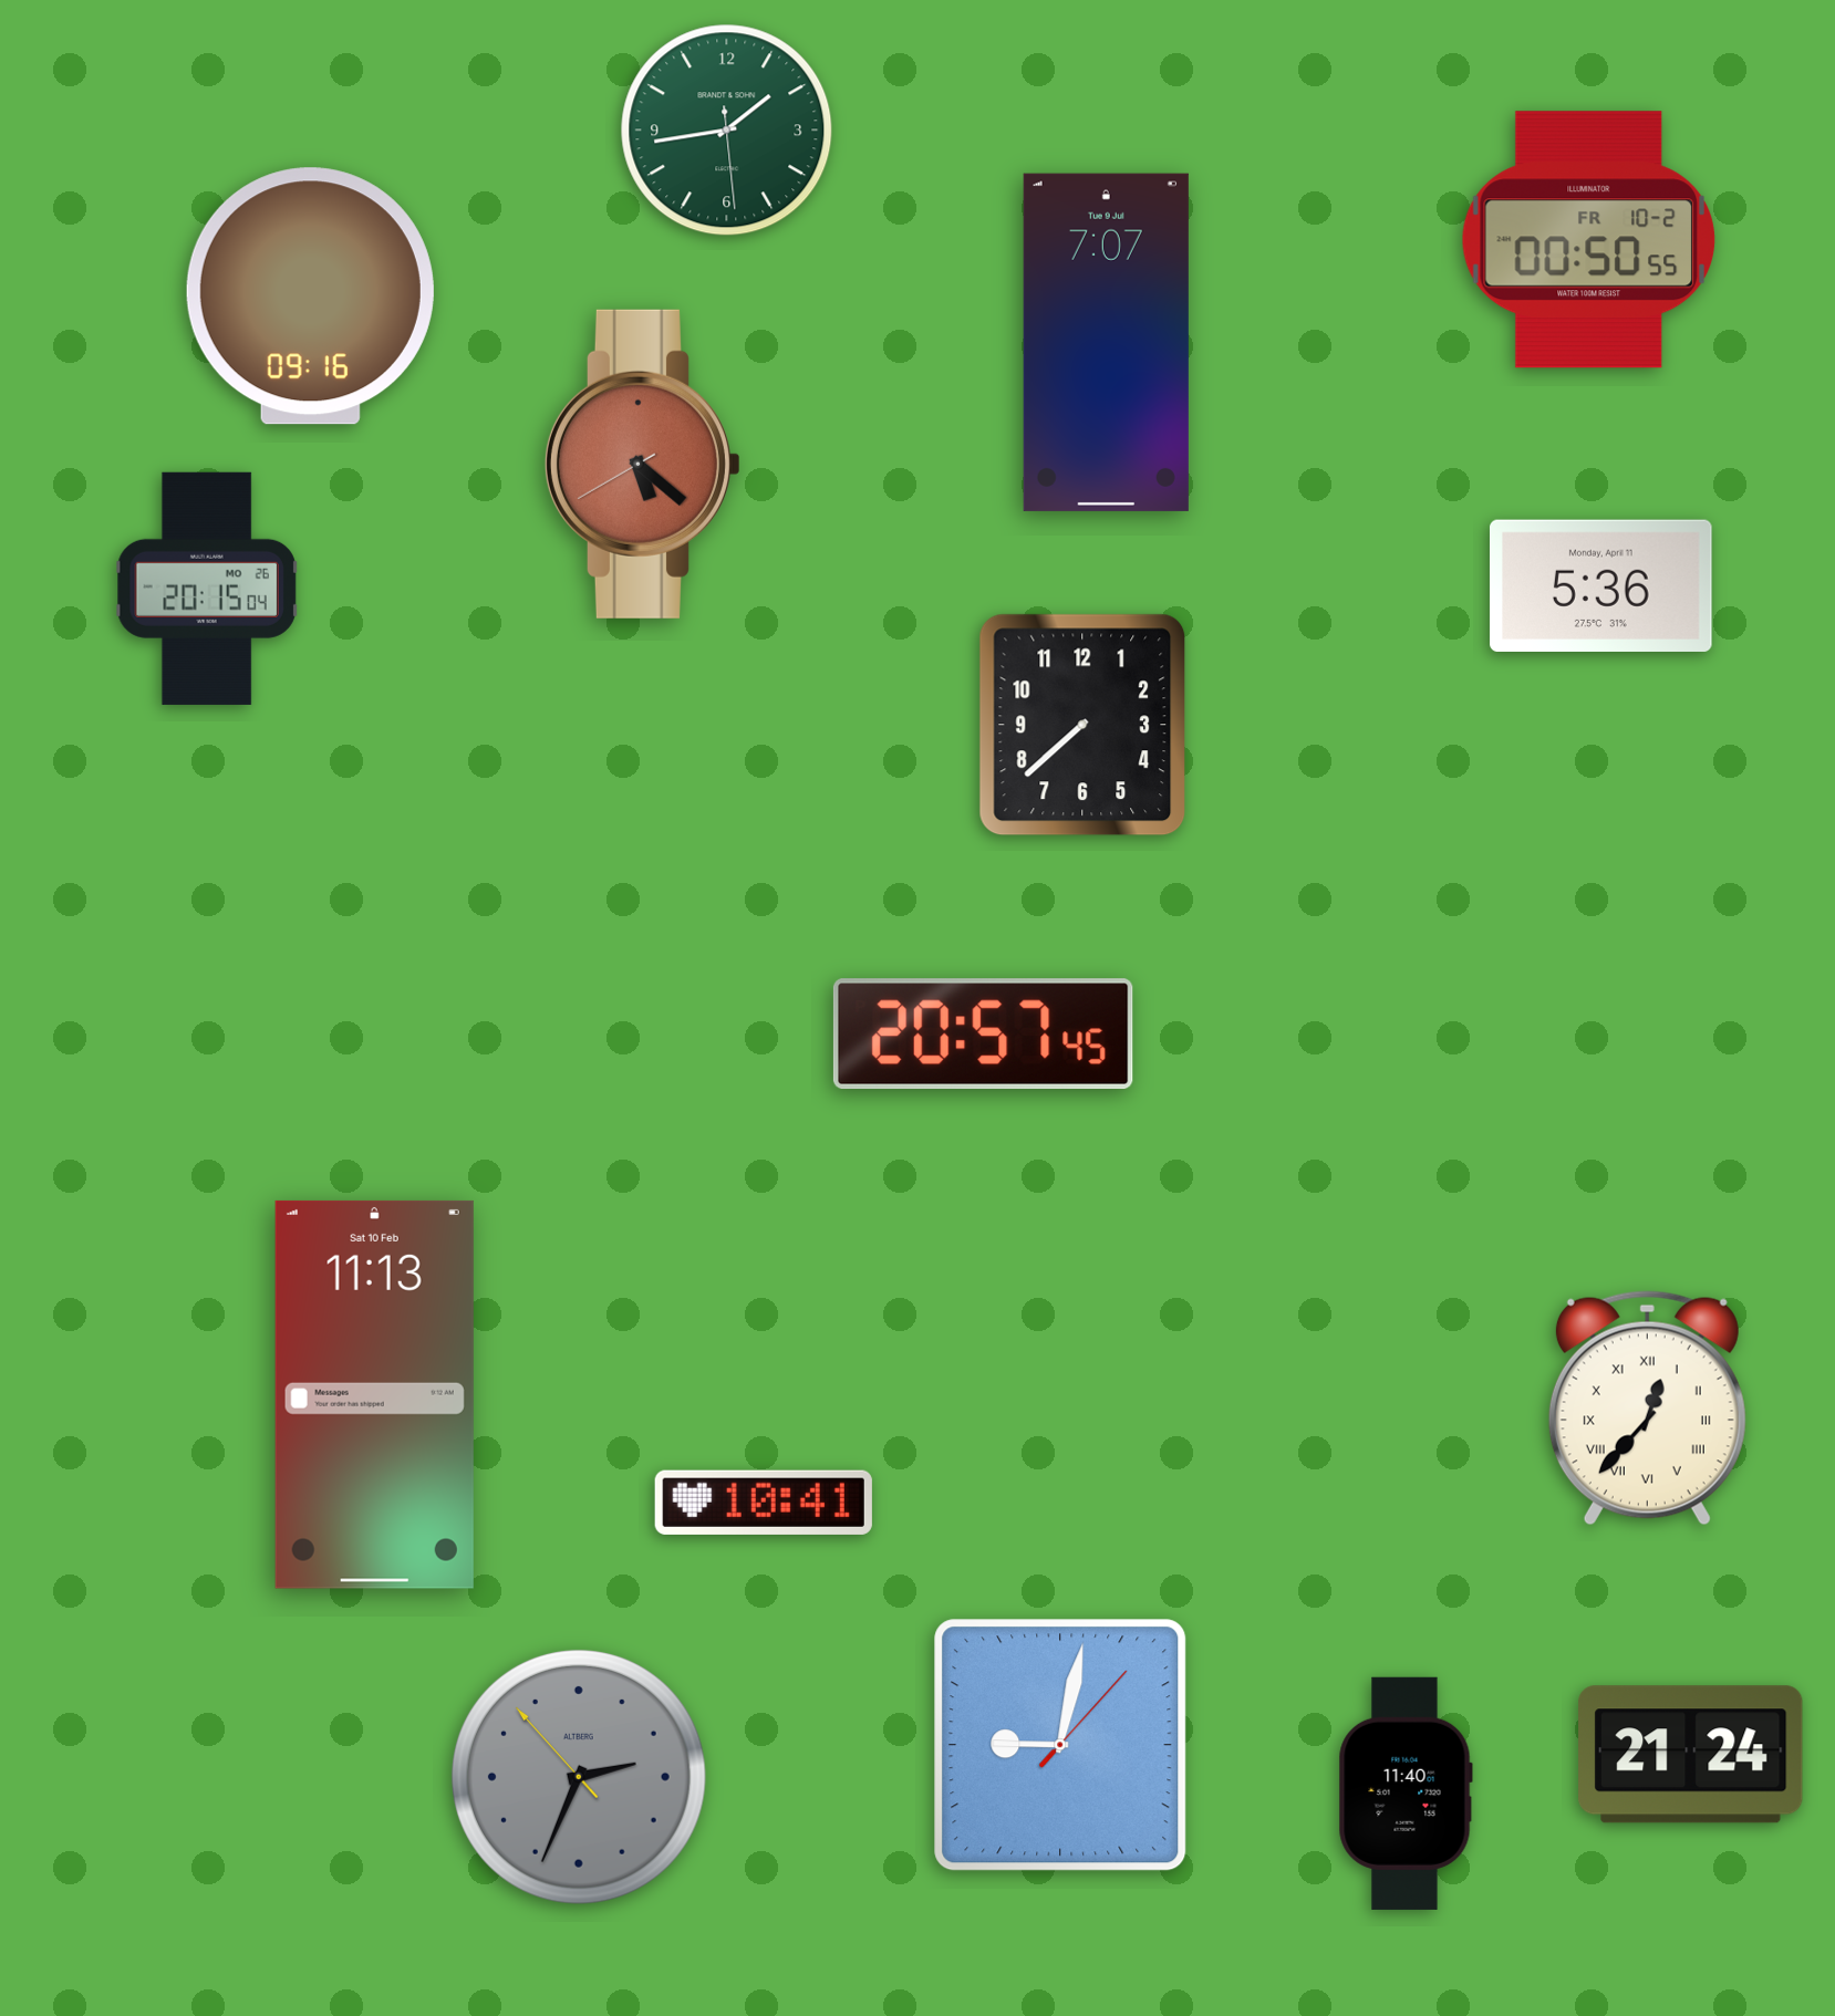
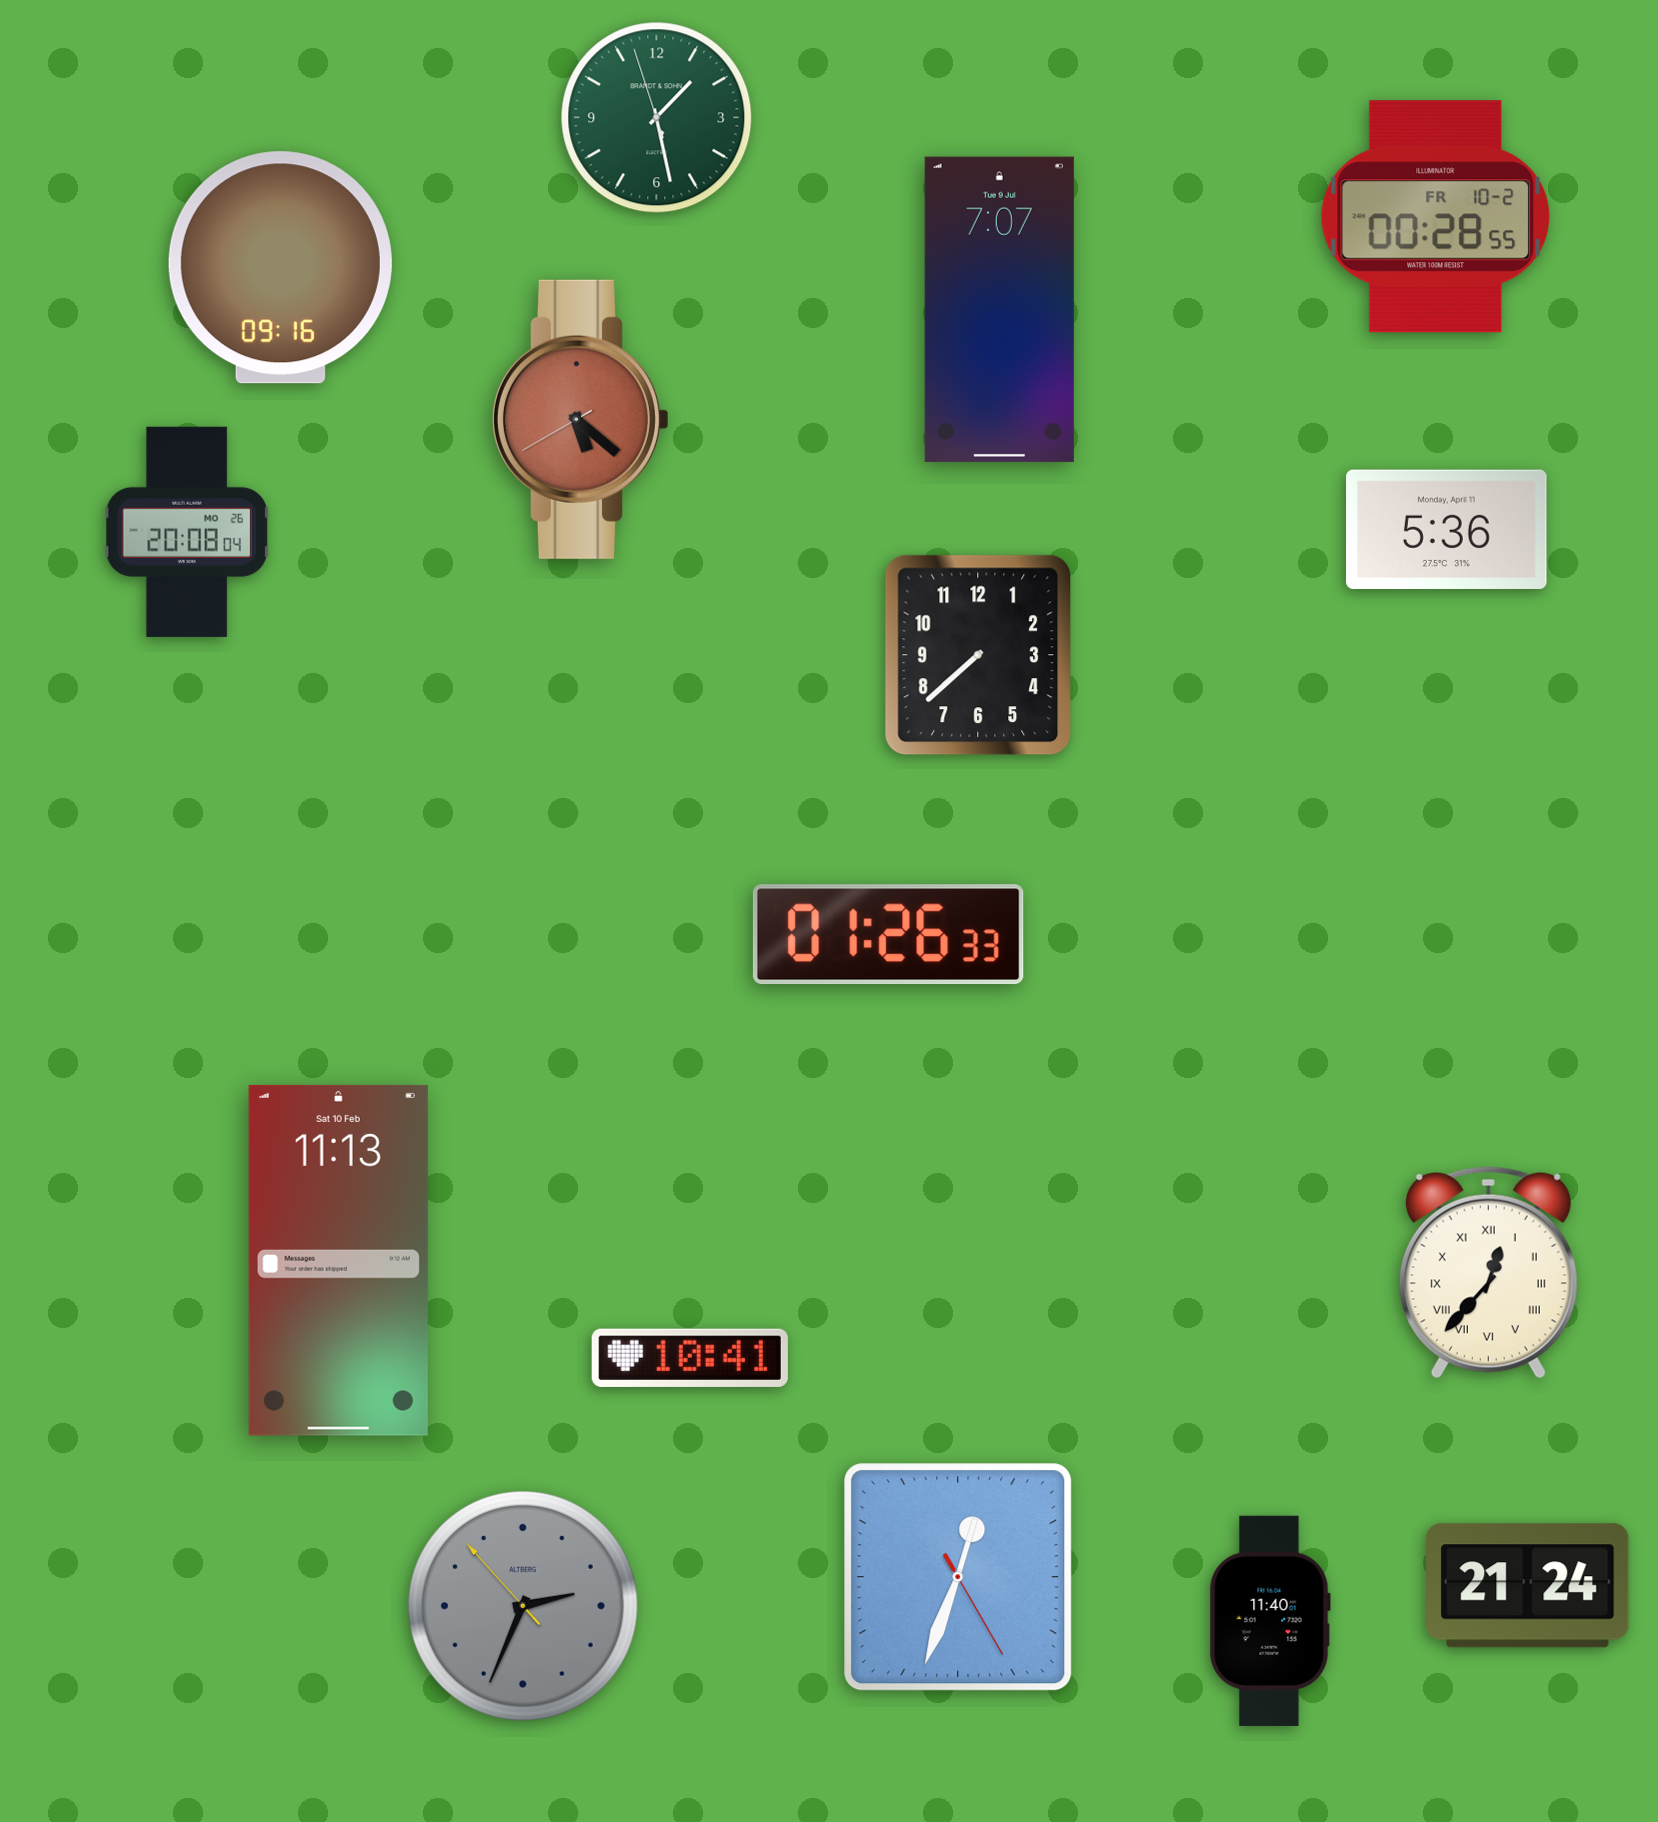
clock at (727, 131): 1:43 -> 1:27
clock at (1588, 240): 00:50 -> 00:28
clock at (207, 589): 20:15 -> 20:08
clock at (983, 1035): 20:57 -> 01:26
clock at (1060, 1745): 9:02 -> 12:33
